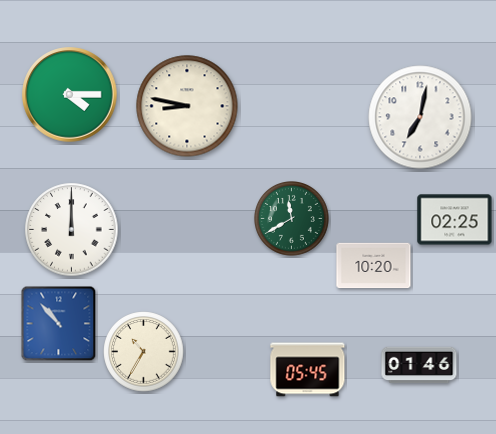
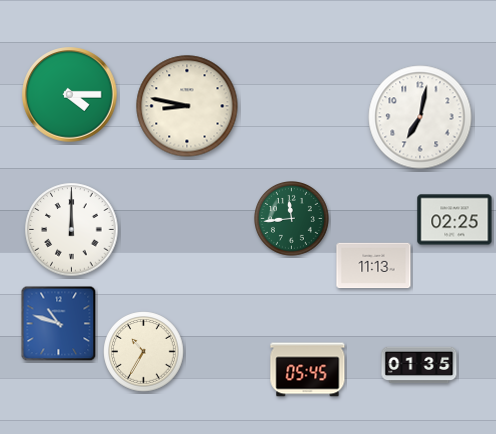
clock at (292, 219): 11:40 -> 11:44
clock at (374, 266): 10:20 -> 11:13
clock at (59, 324): 10:53 -> 10:48
clock at (419, 365): 01:46 -> 01:35
